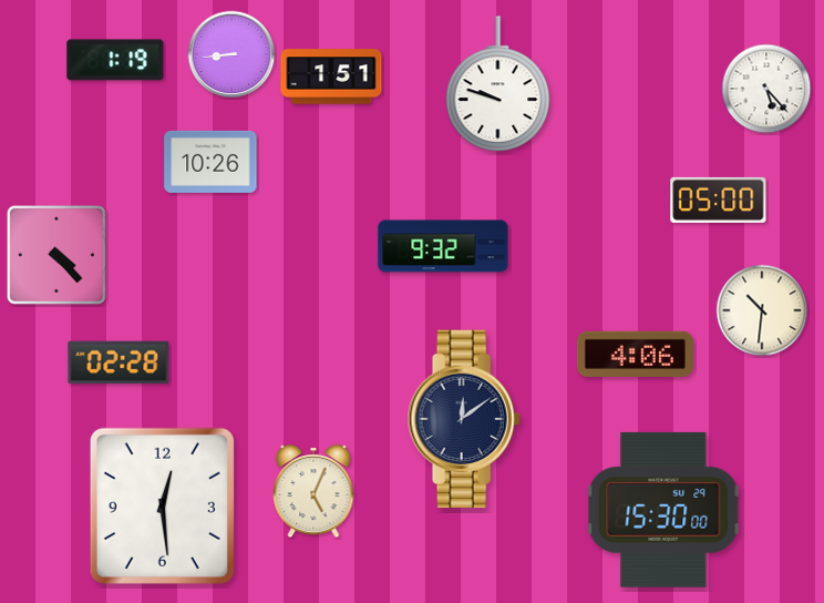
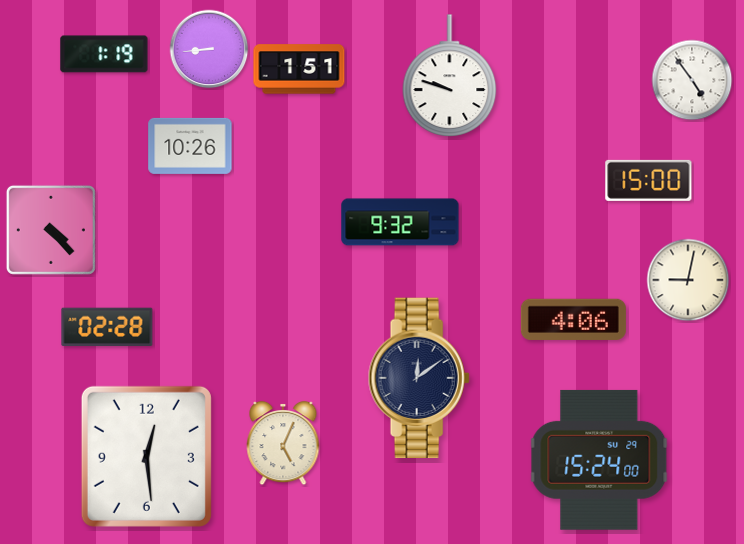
clock at (766, 89): 5:23 -> 4:54
clock at (719, 200): 05:00 -> 15:00
clock at (762, 310): 10:31 -> 9:02
clock at (663, 510): 15:30 -> 15:24
